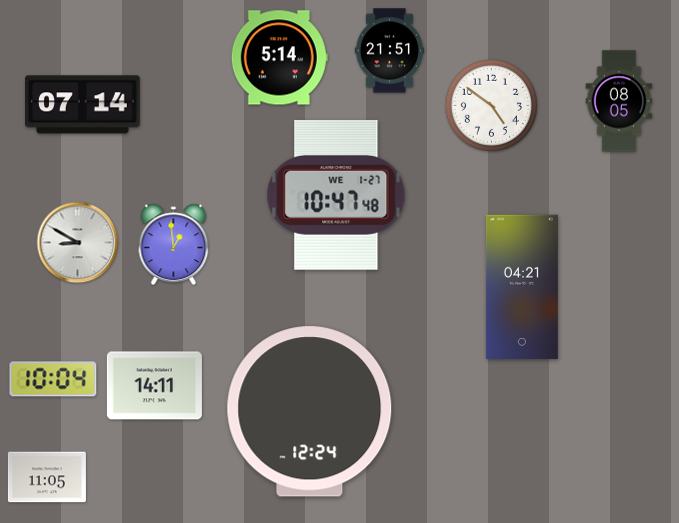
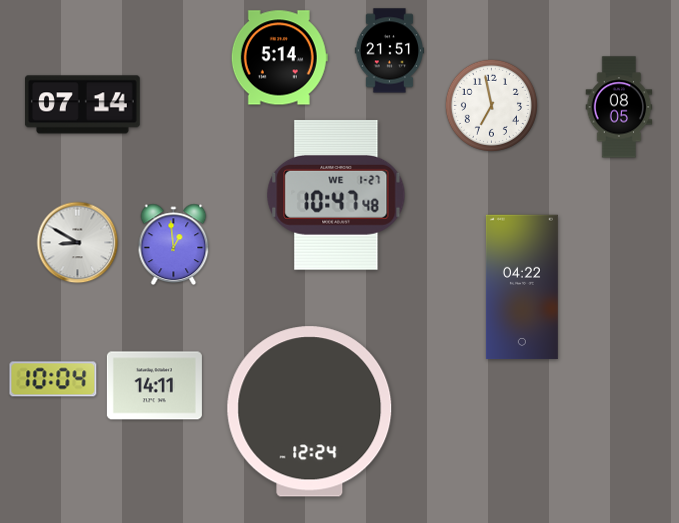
clock at (619, 101) position: (619, 101) -> (619, 107)
clock at (491, 105): 4:51 -> 6:58
clock at (522, 287): 04:21 -> 04:22
clock at (47, 477): 11:05 -> none
